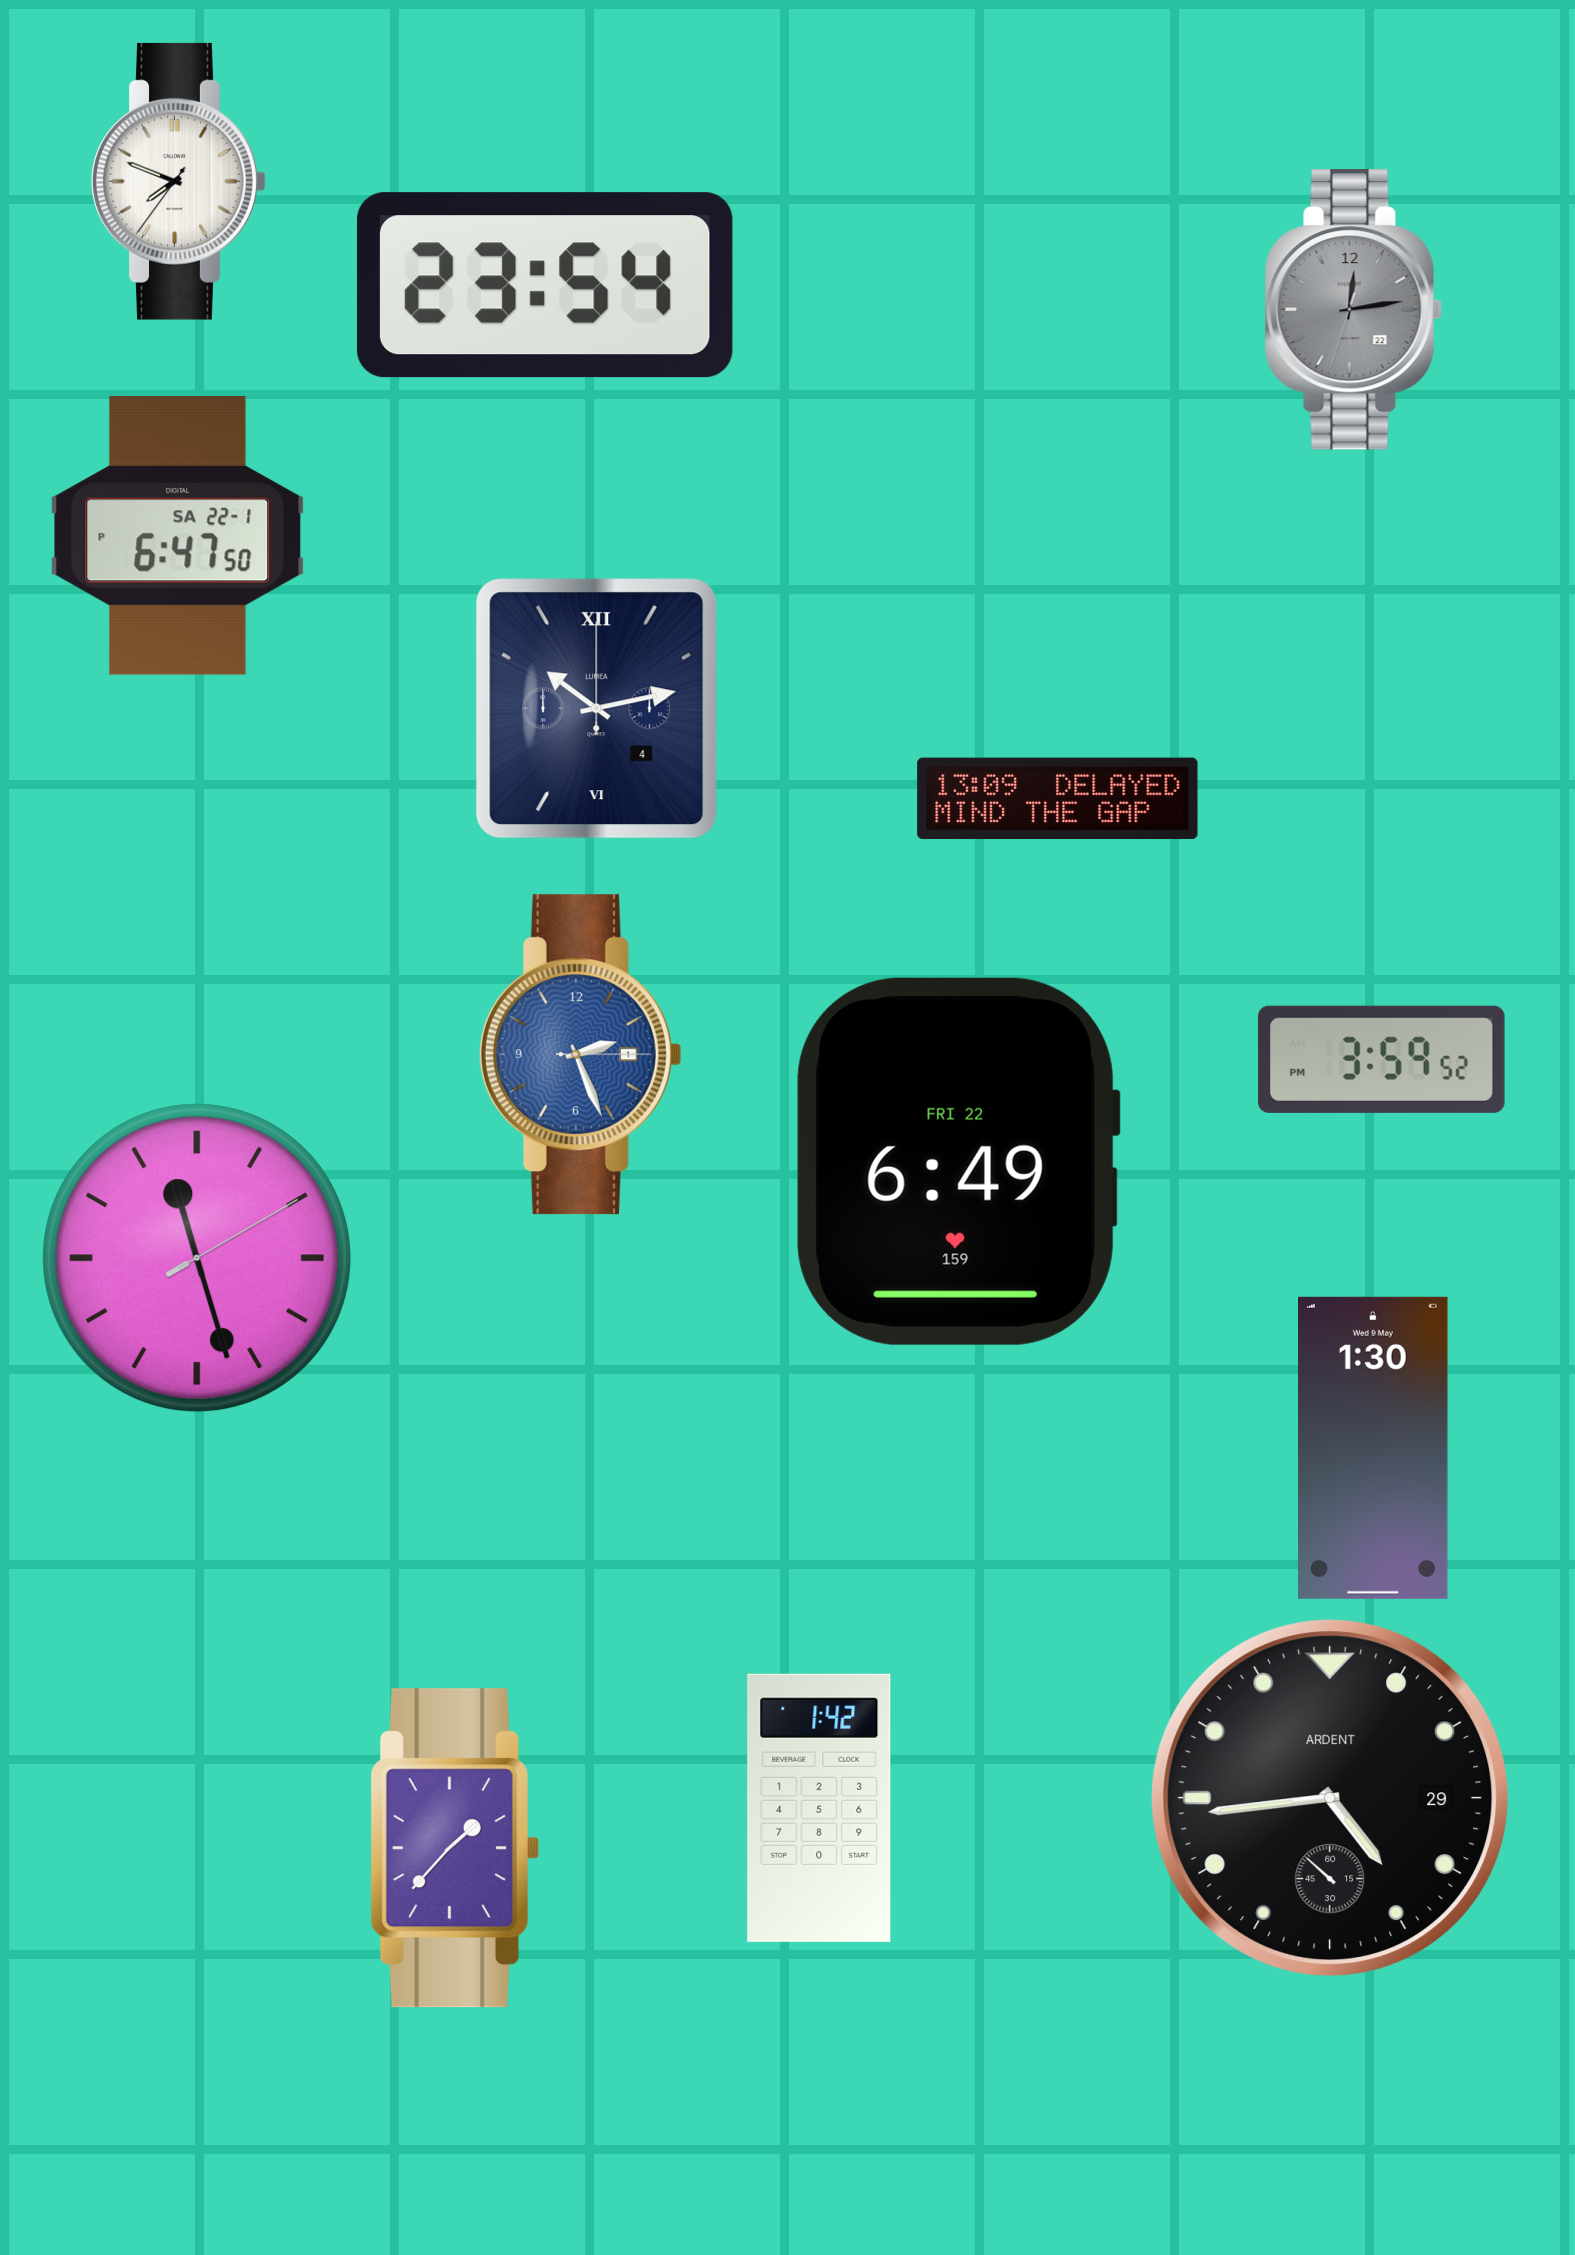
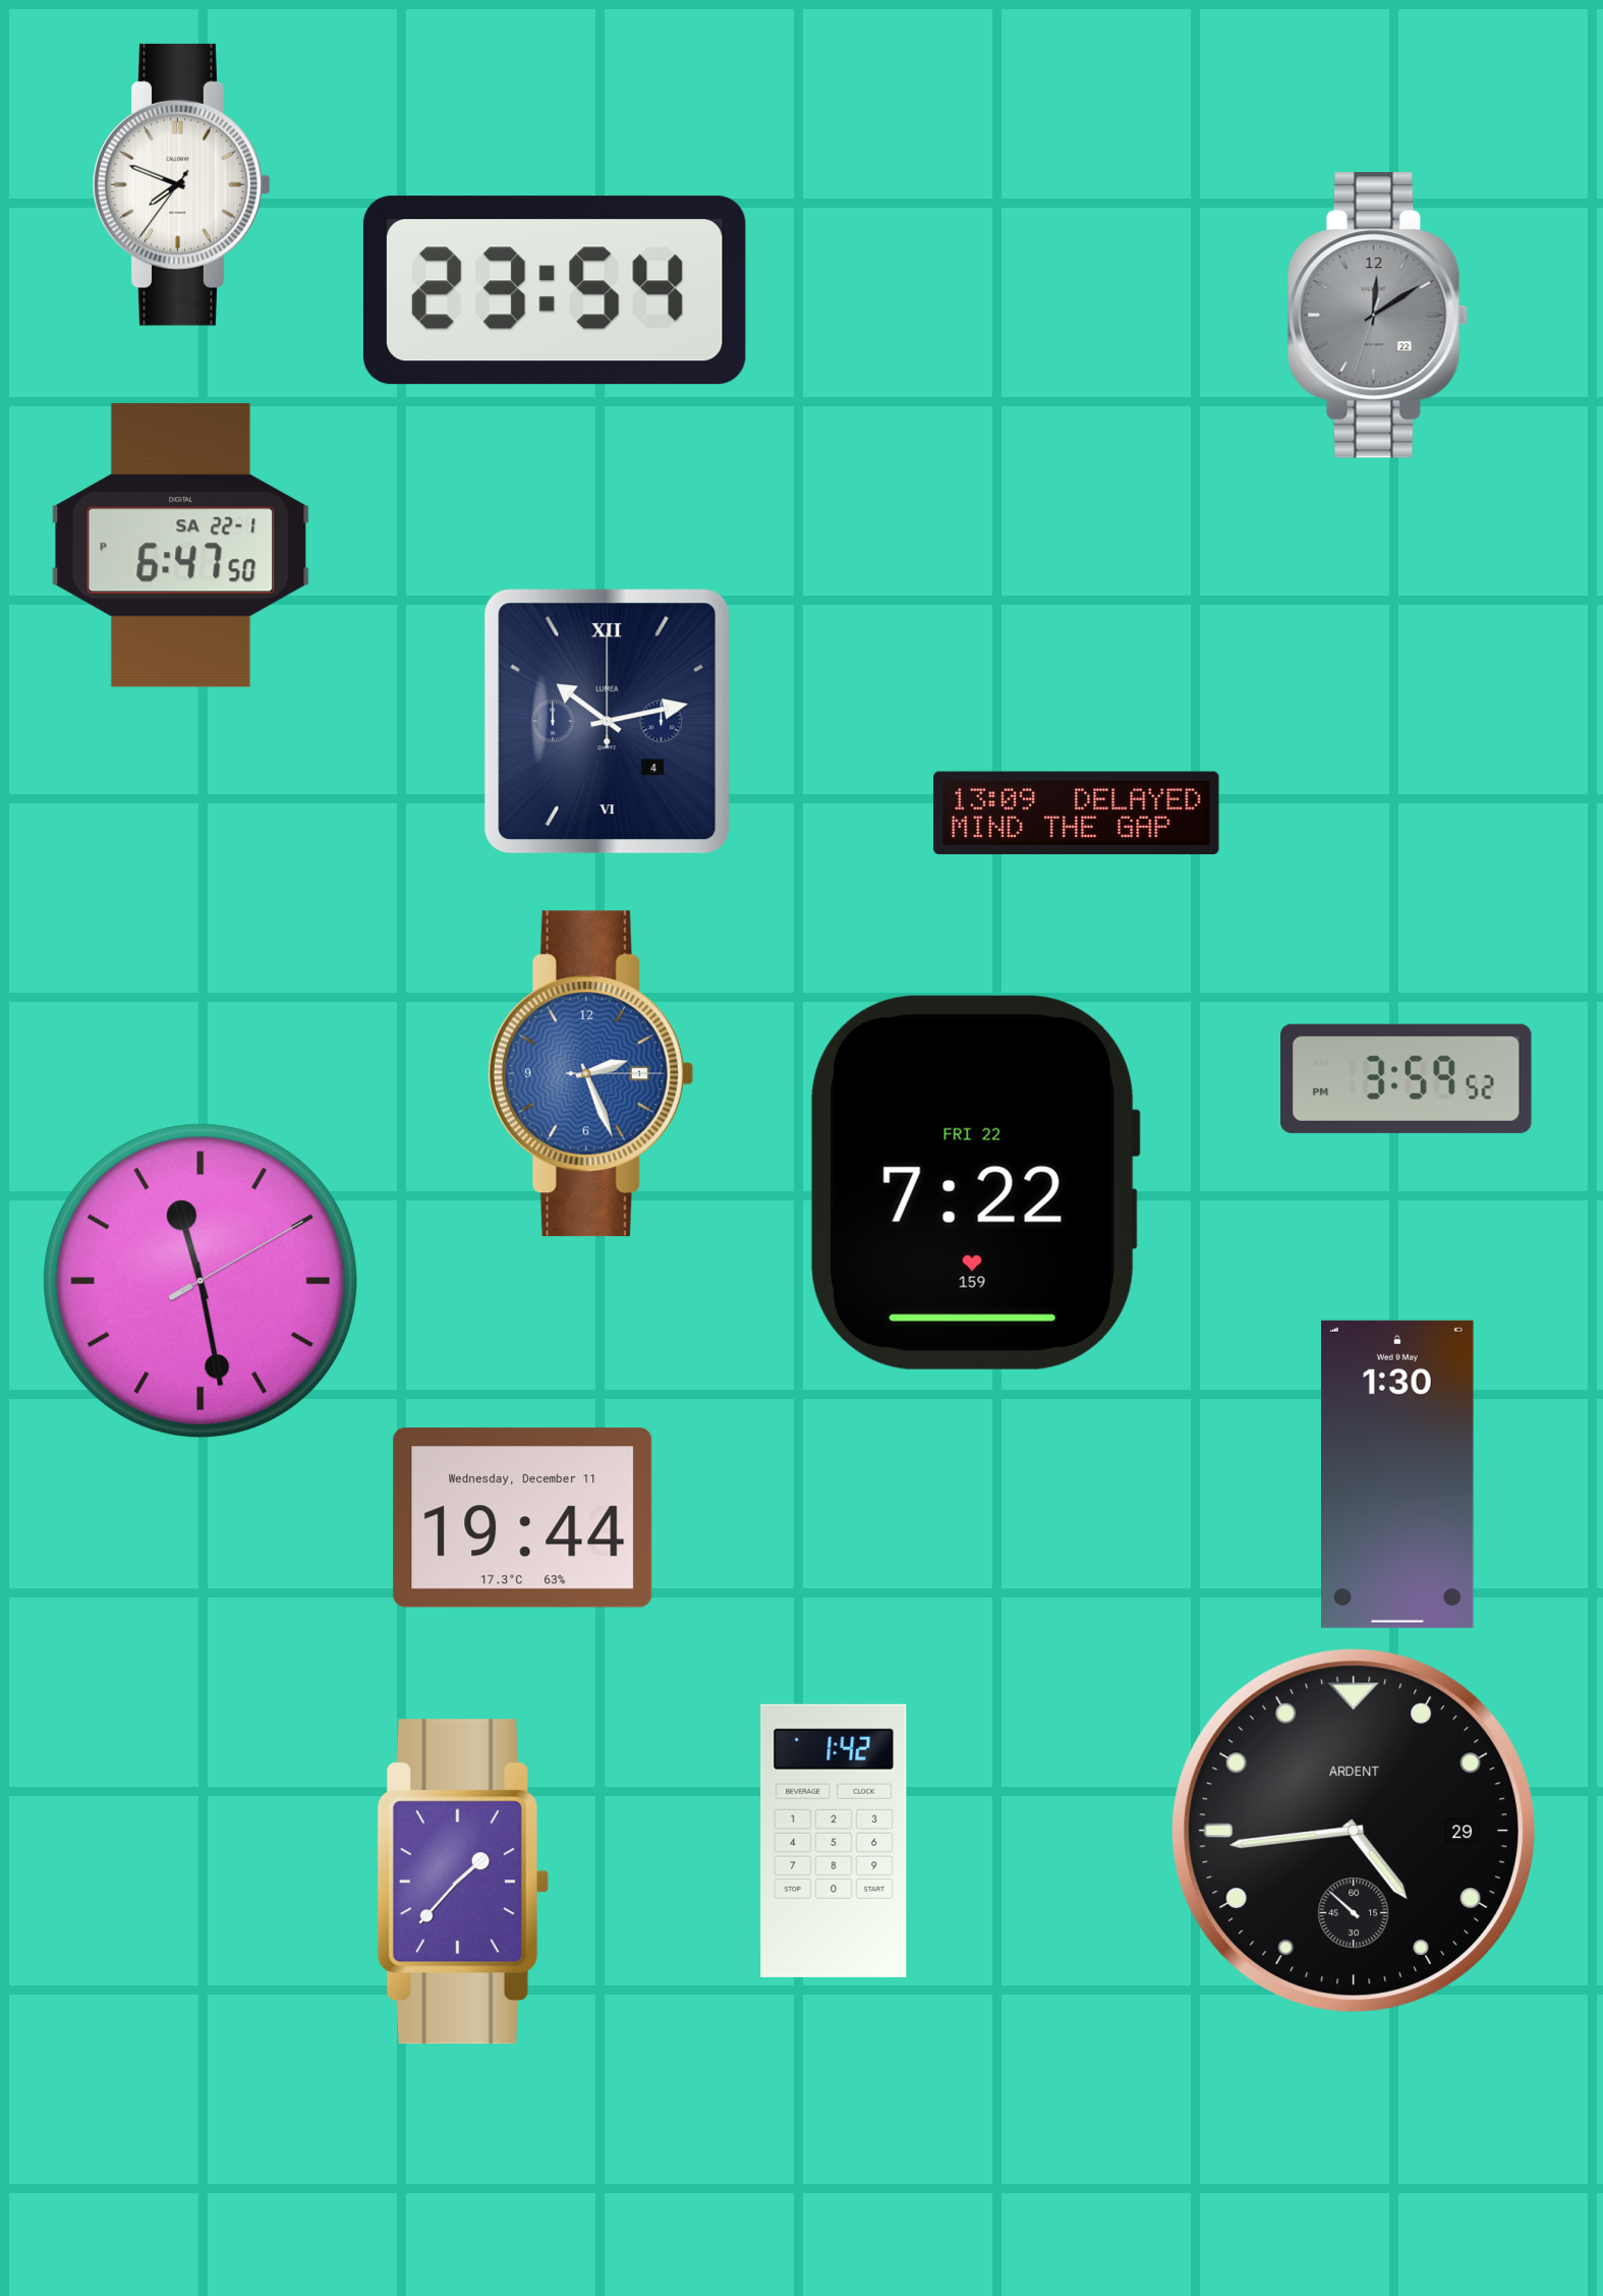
clock at (1353, 310): 12:13 -> 12:09
clock at (958, 1161): 6:49 -> 7:22
clock at (197, 1258): 11:27 -> 11:28
clock at (523, 1518): none -> 19:44
